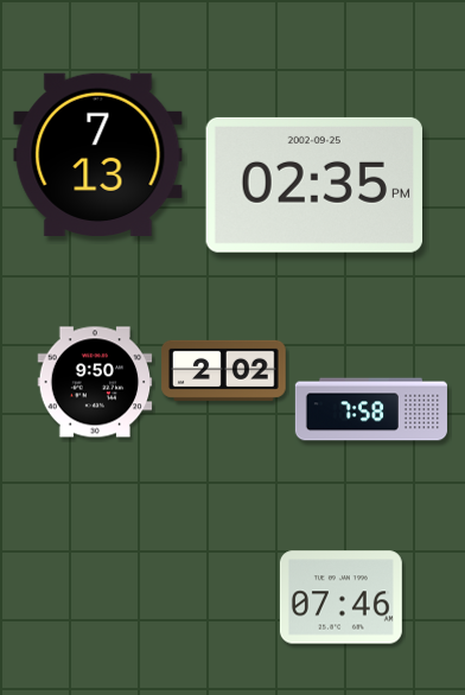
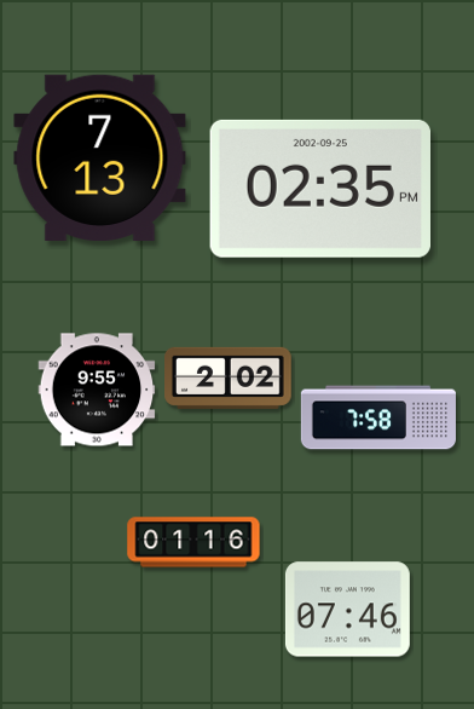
clock at (95, 382): 9:50 -> 9:55
clock at (193, 542): none -> 01:16
